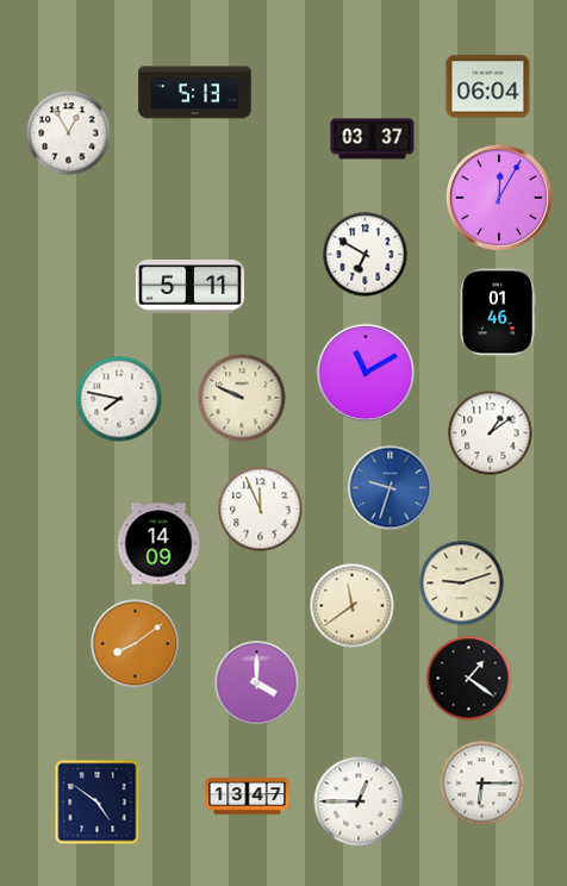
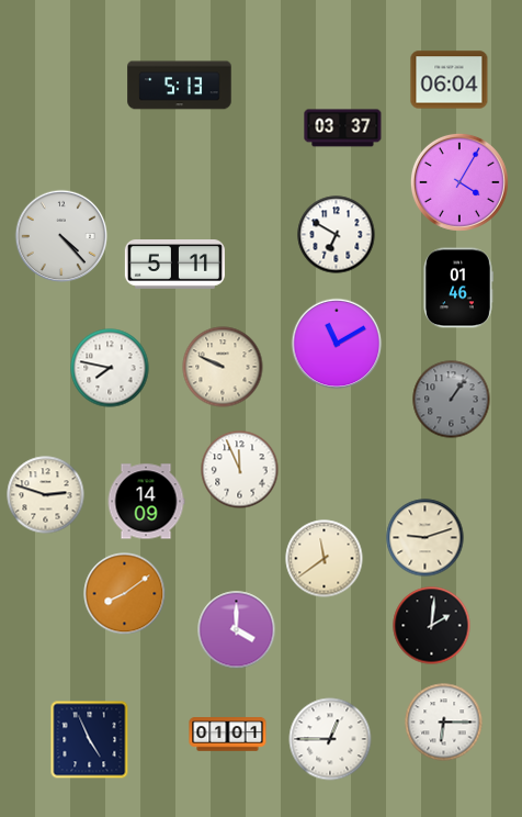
clock at (69, 133): 12:55 -> none
clock at (499, 198): 12:05 -> 4:05
clock at (61, 236): none -> 4:23
clock at (491, 433): 1:09 -> 1:06
clock at (491, 433) dial: white -> grey
clock at (391, 488): 9:33 -> none
clock at (46, 495): none -> 2:48
clock at (469, 679): 1:21 -> 2:01
clock at (248, 797): 13:47 -> 01:01
clock at (98, 803): 4:51 -> 4:56
